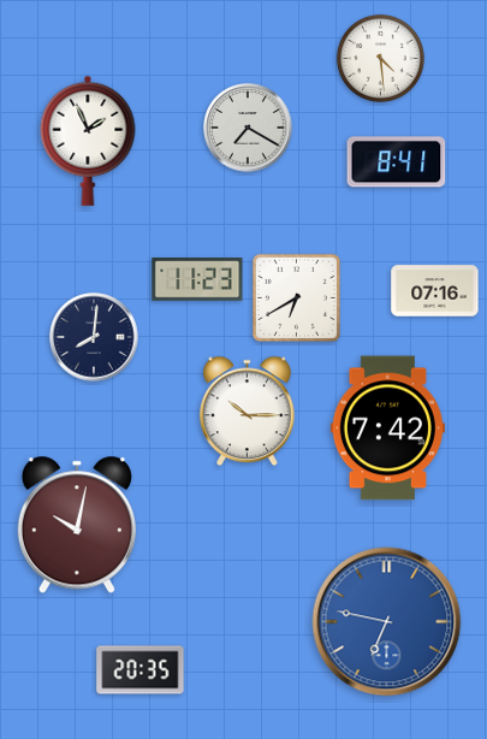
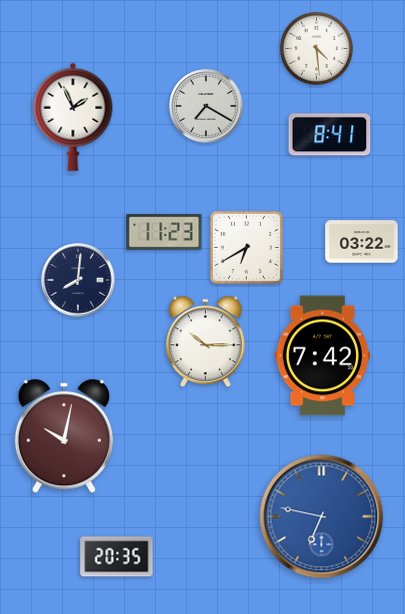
clock at (435, 291): 07:16 -> 03:22
